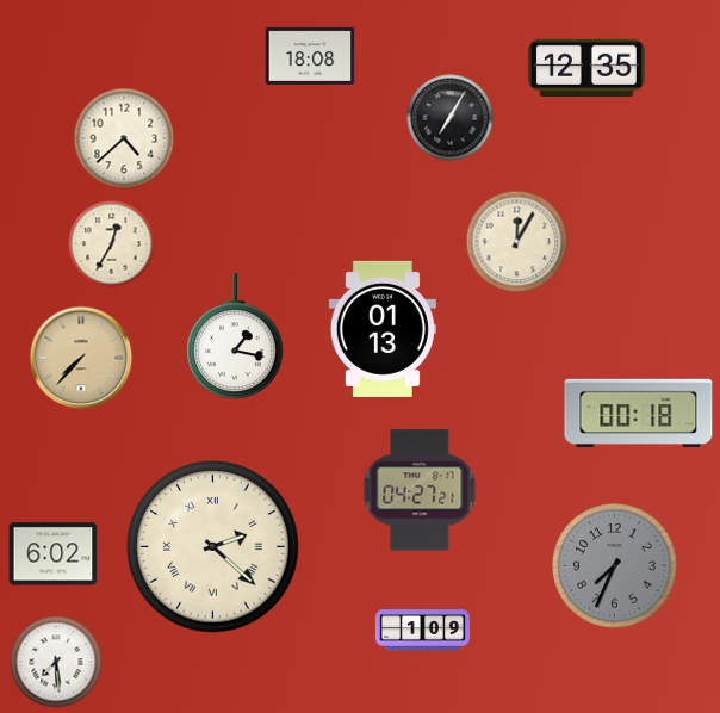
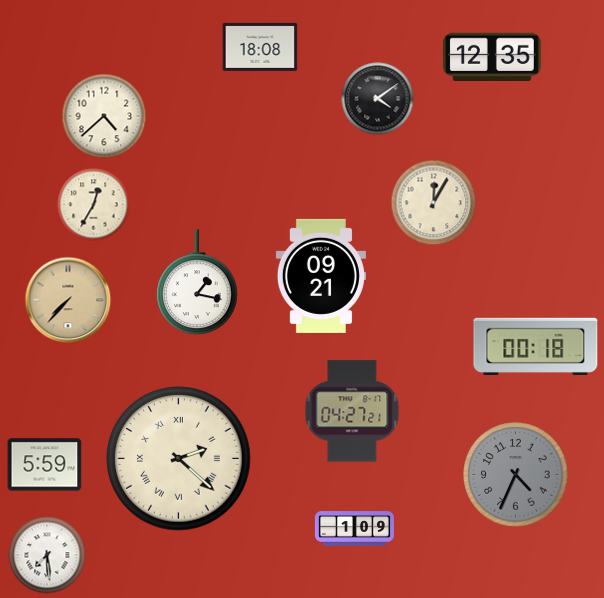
clock at (451, 118): 7:05 -> 4:09
clock at (383, 329): 01:13 -> 09:21
clock at (54, 554): 6:02 -> 5:59
clock at (615, 566): 7:34 -> 4:34
